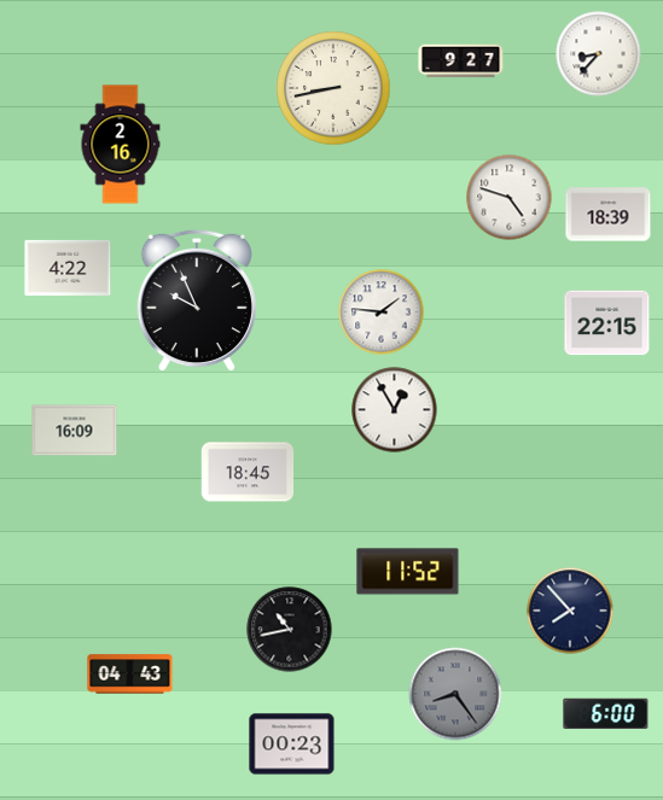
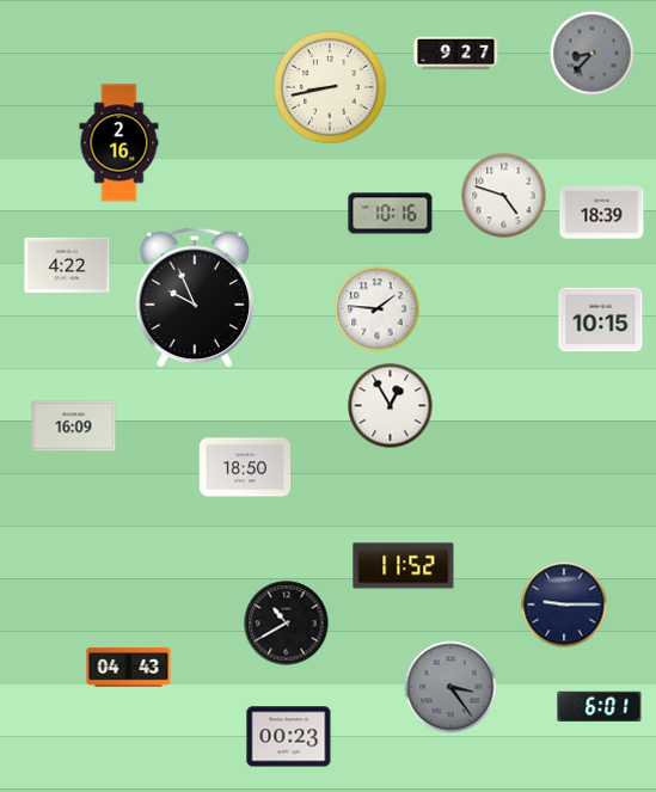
clock at (599, 54) dial: white -> grey
clock at (461, 62) position: (461, 62) -> (456, 54)
clock at (391, 214): none -> 10:16
clock at (607, 323): 22:15 -> 10:15
clock at (248, 472): 18:45 -> 18:50
clock at (570, 611): 7:53 -> 9:15
clock at (290, 630): 10:43 -> 10:40
clock at (455, 694): 8:24 -> 3:24
clock at (606, 713): 6:00 -> 6:01
